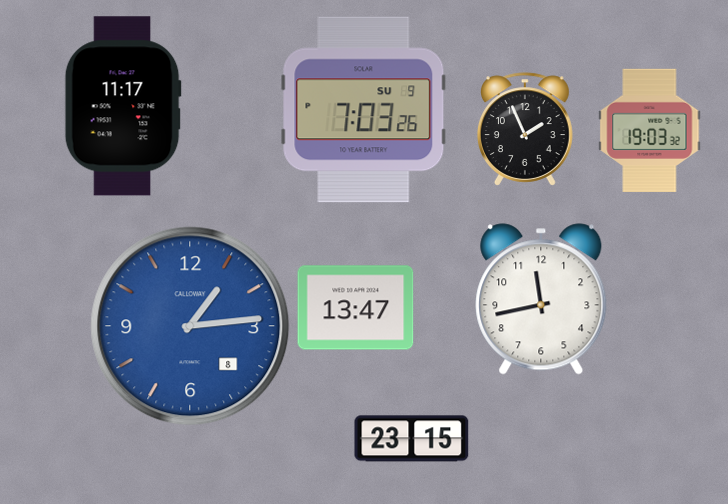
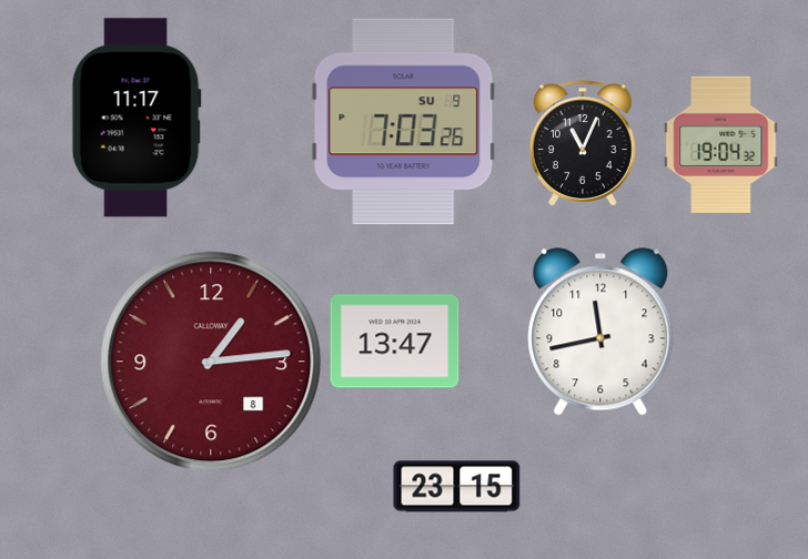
clock at (525, 129): 1:56 -> 11:04
clock at (650, 130): 19:03 -> 19:04
clock at (190, 326) dial: blue -> burgundy
